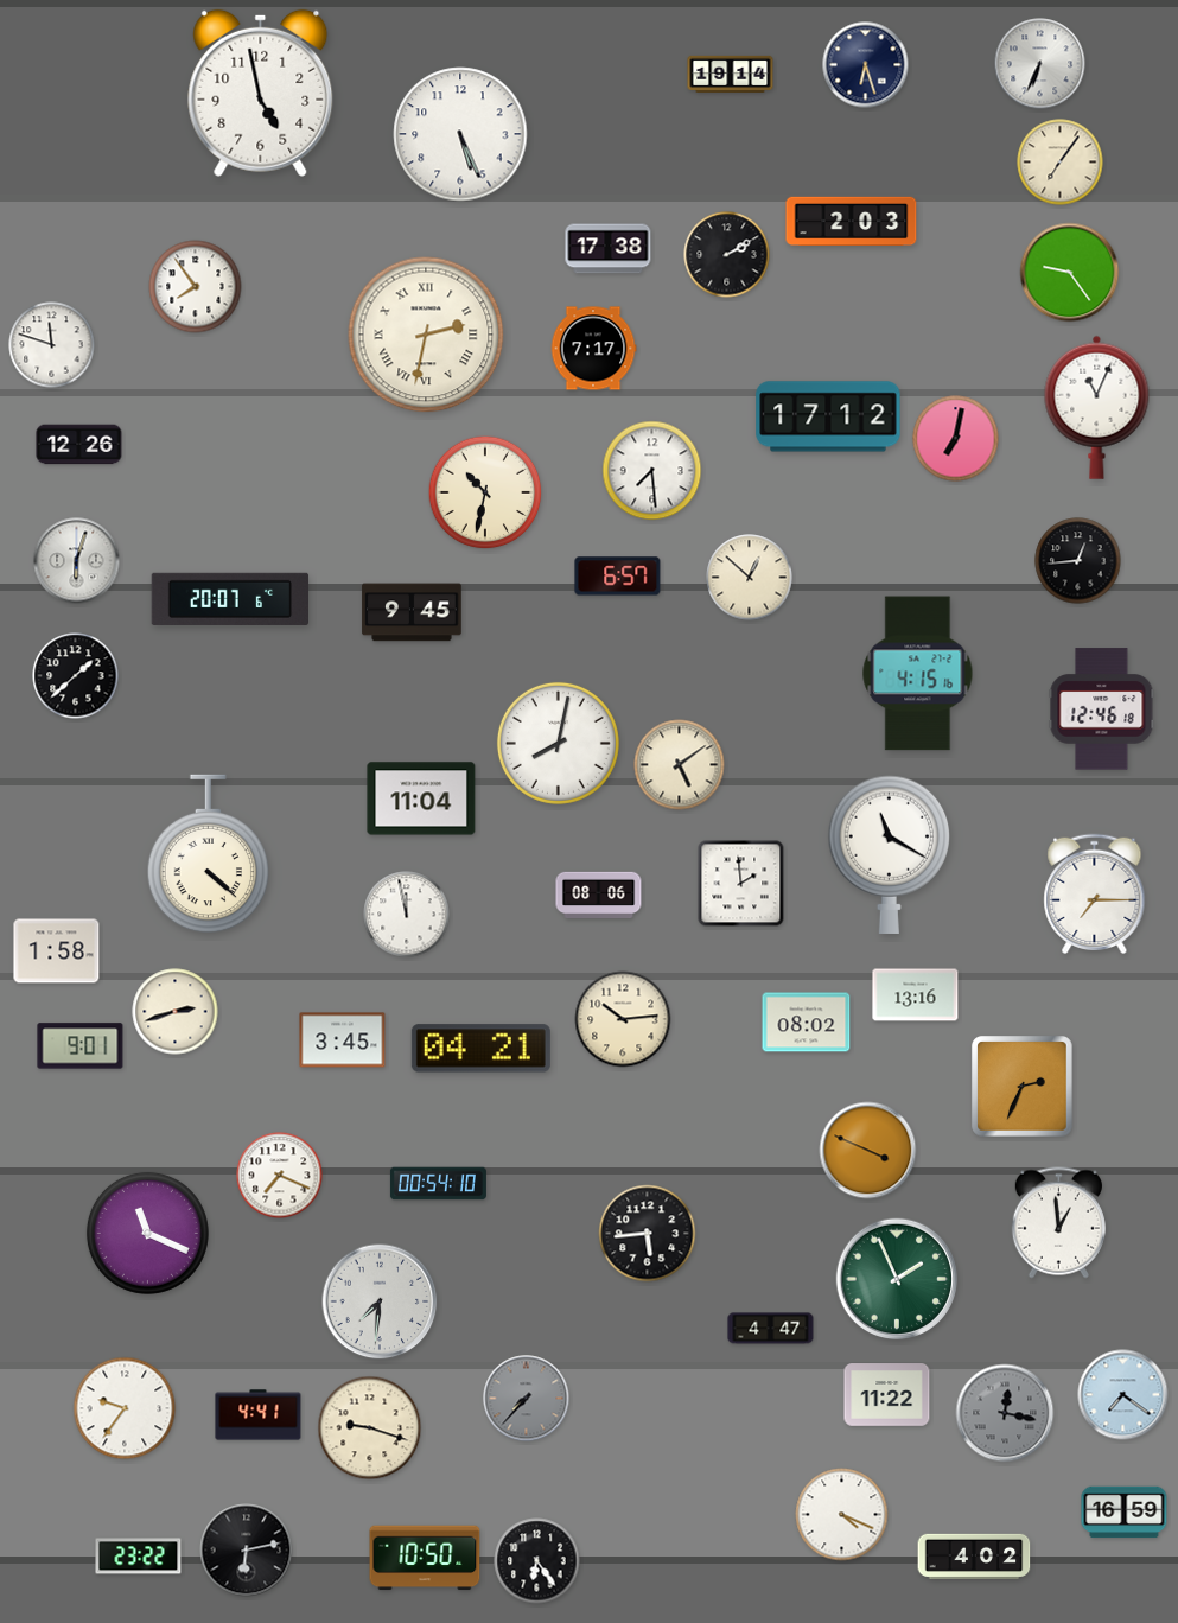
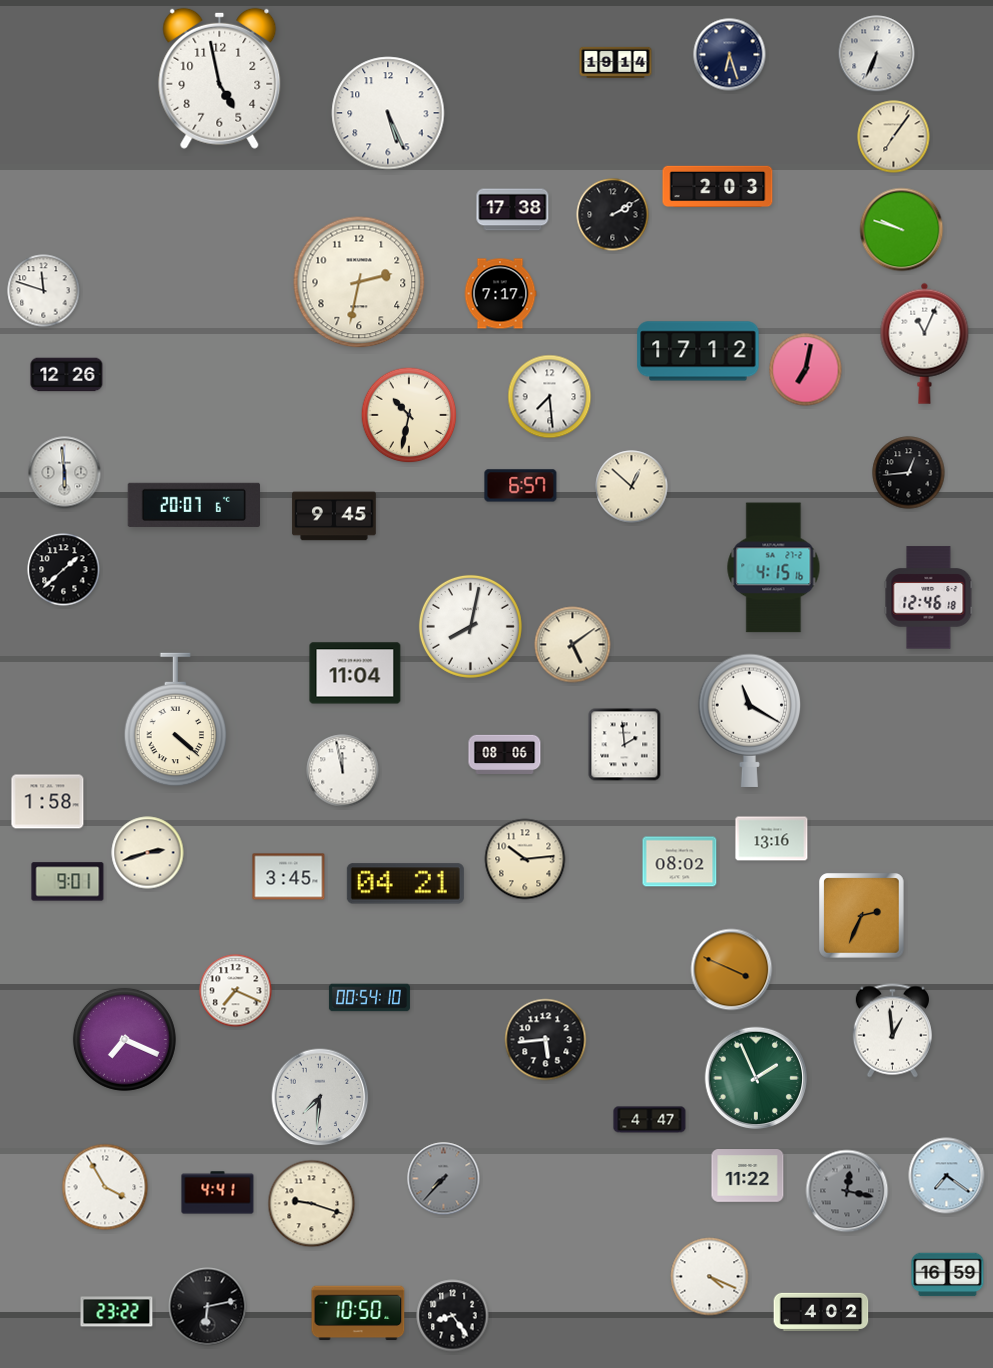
clock at (1070, 273): 9:24 -> 9:48
clock at (196, 287): 7:54 -> none
clock at (426, 335) numerals: Roman -> Arabic
clock at (77, 561): 6:03 -> 5:59
clock at (412, 612) position: (412, 612) -> (334, 516)
clock at (1095, 895): 7:15 -> none
clock at (147, 1233): 11:19 -> 7:19
clock at (125, 1408): 9:36 -> 3:55
clock at (537, 1561): 6:24 -> 8:24
